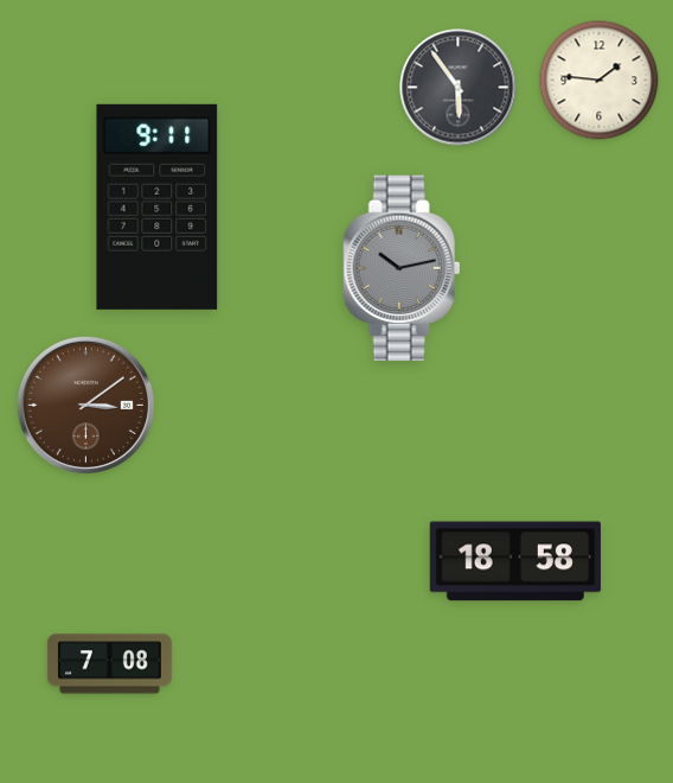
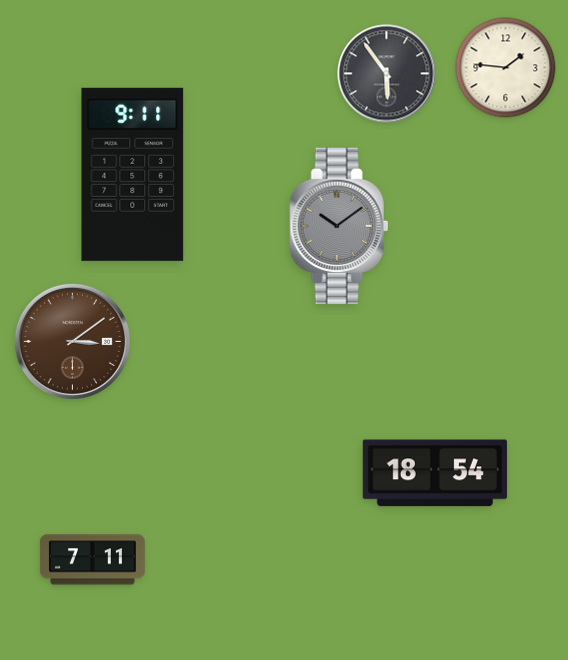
clock at (402, 268): 10:13 -> 10:09
clock at (515, 561): 18:58 -> 18:54
clock at (109, 664): 7:08 -> 7:11
